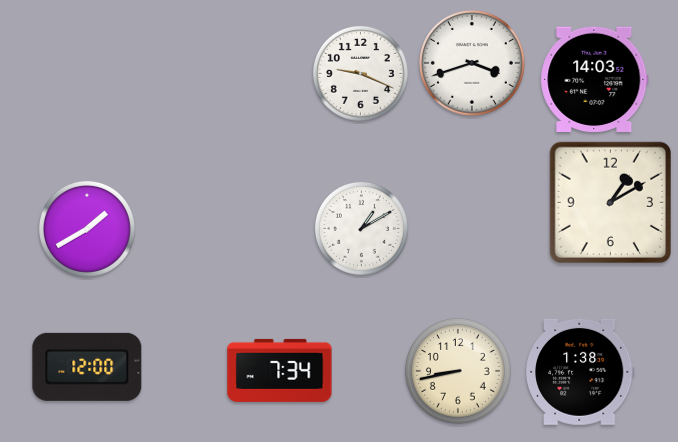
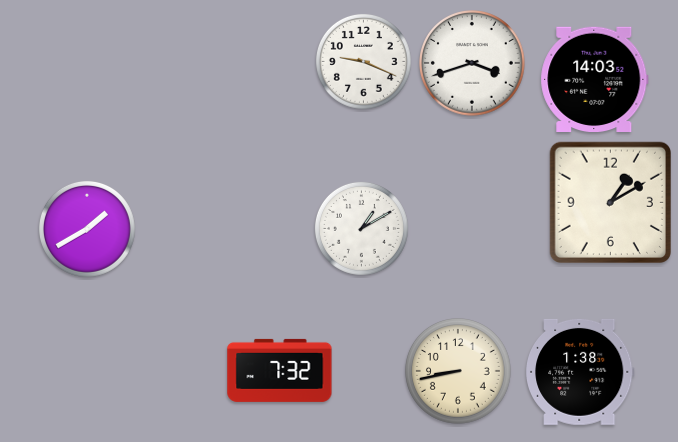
clock at (360, 73) position: (360, 73) -> (363, 61)
clock at (87, 367): 12:00 -> none
clock at (280, 370): 7:34 -> 7:32
